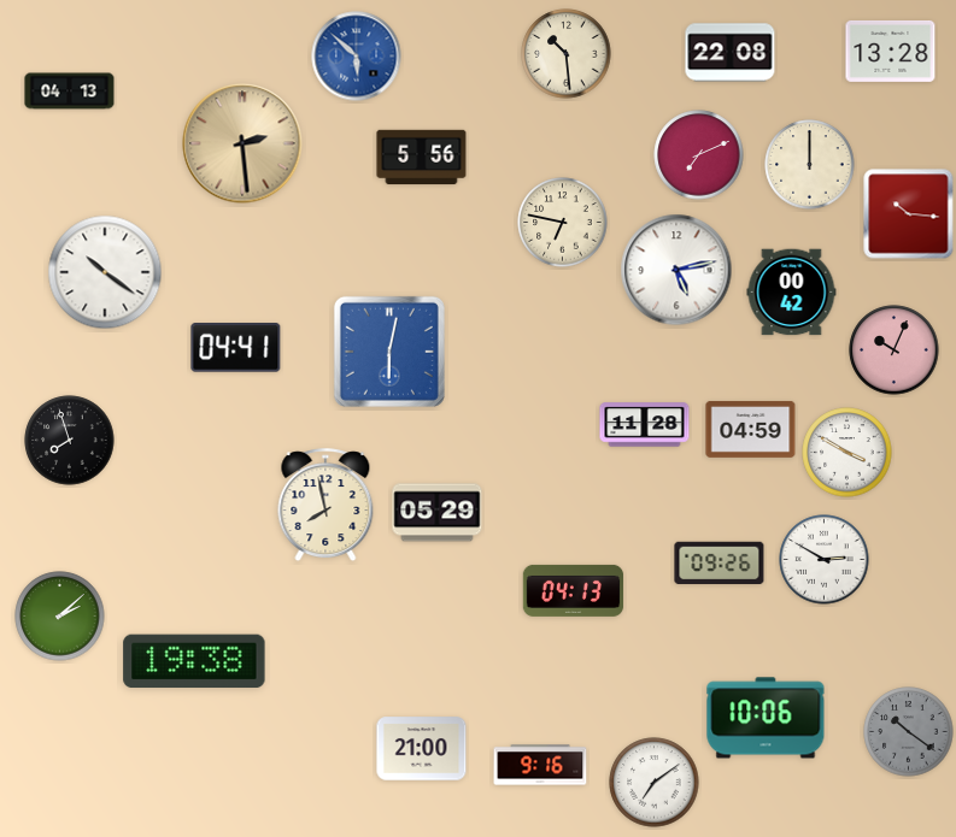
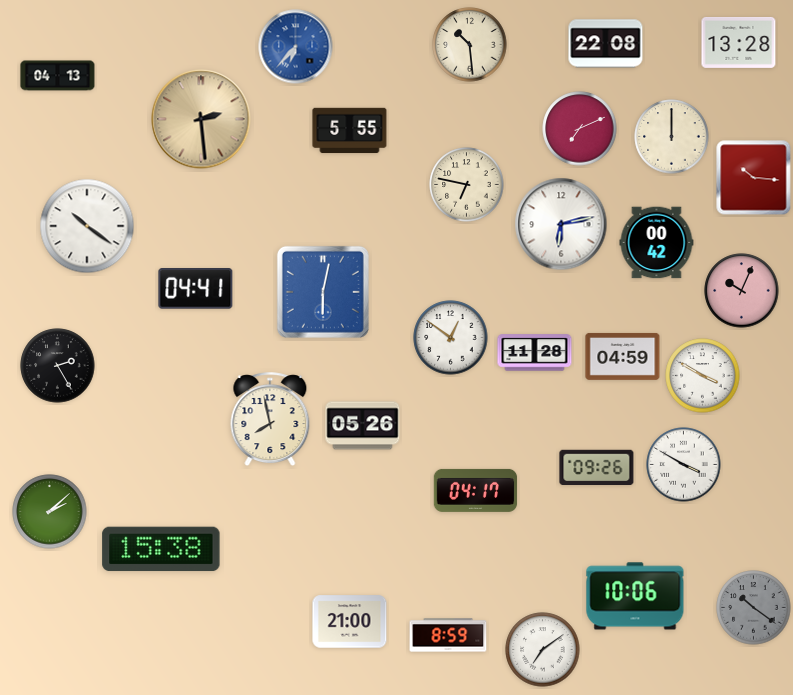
clock at (357, 57): 5:52 -> 6:37
clock at (422, 158): 5:56 -> 5:55
clock at (676, 270): 5:13 -> 6:13
clock at (451, 338): none -> 12:51
clock at (70, 441): 7:57 -> 2:25
clock at (438, 513): 05:29 -> 05:26
clock at (825, 560): 2:50 -> 3:50
clock at (574, 590): 04:13 -> 04:17
clock at (194, 661): 19:38 -> 15:38
clock at (540, 765): 9:16 -> 8:59
